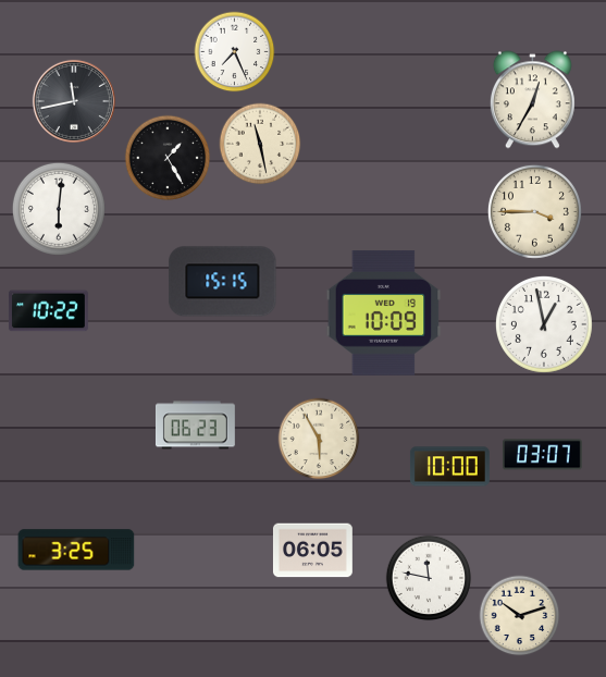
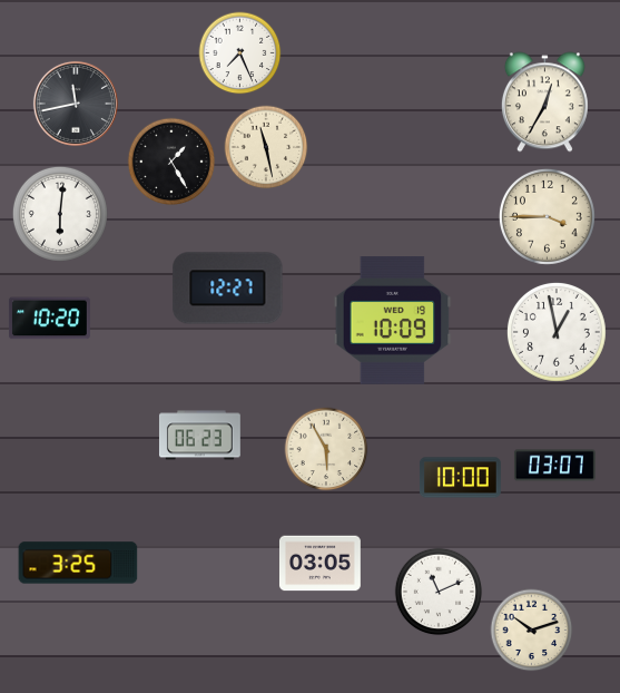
clock at (223, 282): 15:15 -> 12:27
clock at (48, 311): 10:22 -> 10:20
clock at (312, 551): 06:05 -> 03:05
clock at (429, 578): 11:47 -> 11:11
